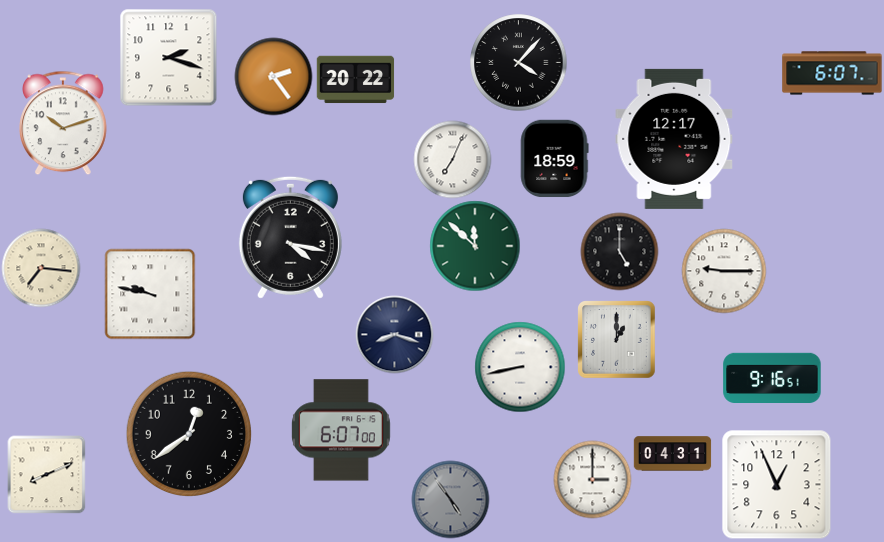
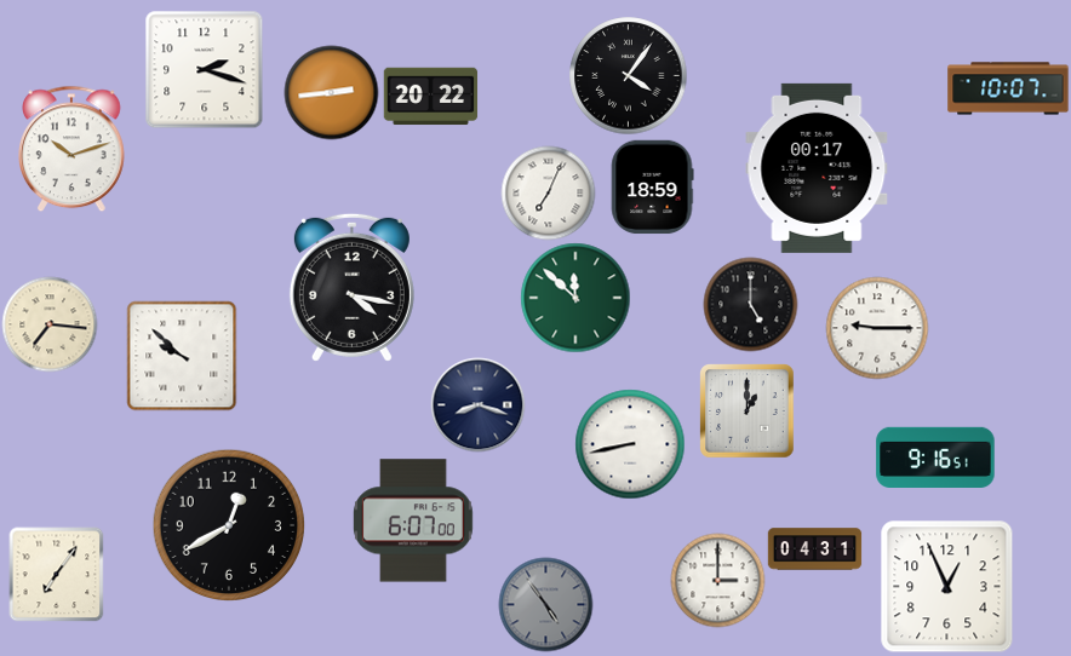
clock at (519, 63): 4:07 -> 4:06
clock at (832, 73): 6:07 -> 10:07
clock at (273, 76): 2:24 -> 2:44
clock at (64, 123) position: (64, 123) -> (73, 149)
clock at (674, 139): 12:17 -> 00:17
clock at (554, 158) position: (554, 158) -> (652, 186)
clock at (150, 294): 9:47 -> 9:52
clock at (188, 433): 12:39 -> 12:40
clock at (46, 474): 8:11 -> 7:06
clock at (777, 485) position: (777, 485) -> (947, 587)
